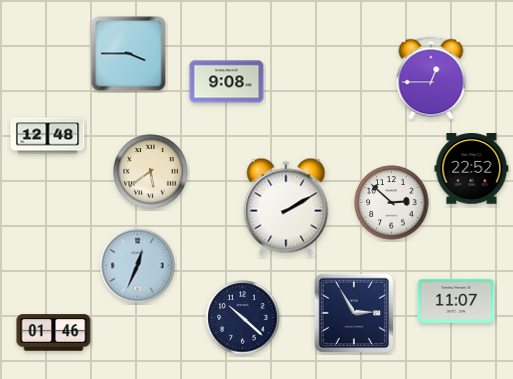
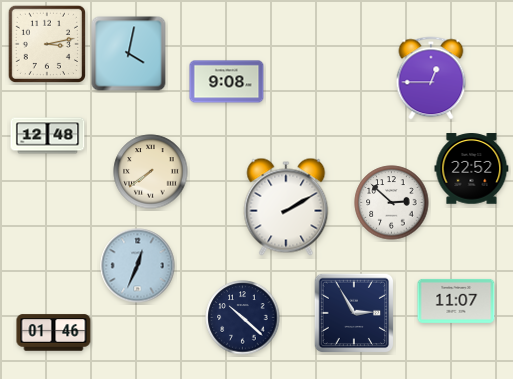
clock at (46, 43): none -> 3:13
clock at (129, 54): 3:45 -> 4:02
clock at (151, 172): 5:39 -> 7:39
